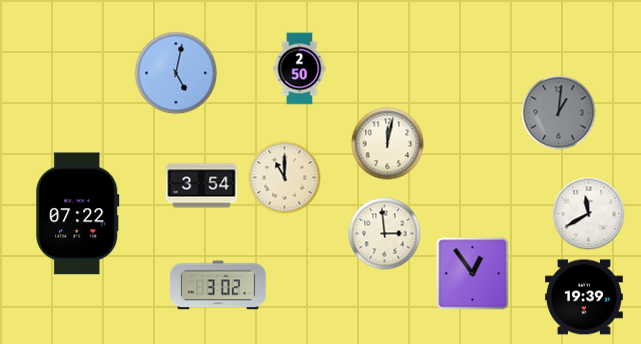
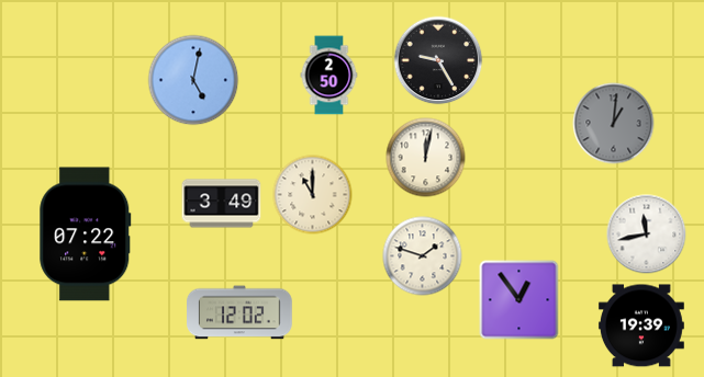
clock at (438, 60): none -> 9:25
clock at (202, 186): 3:54 -> 3:49
clock at (589, 214): 11:40 -> 11:43
clock at (385, 234): 2:59 -> 1:48
clock at (219, 285): 3:02 -> 12:02
